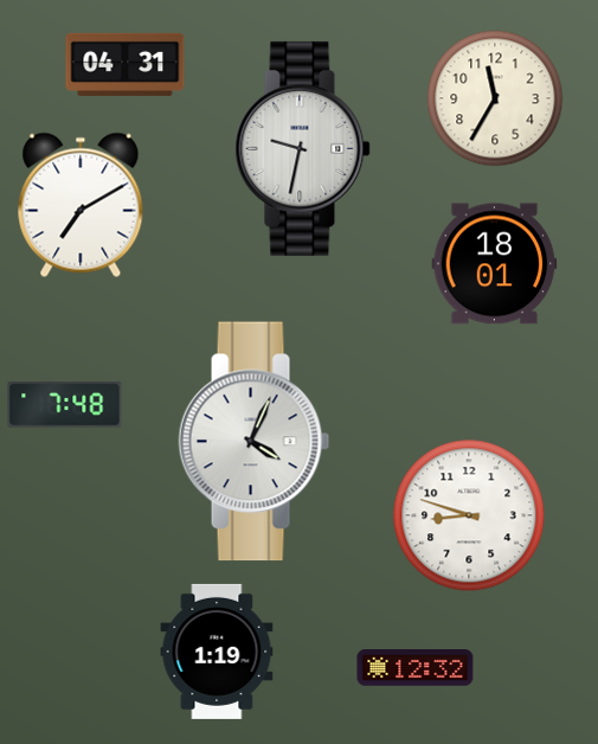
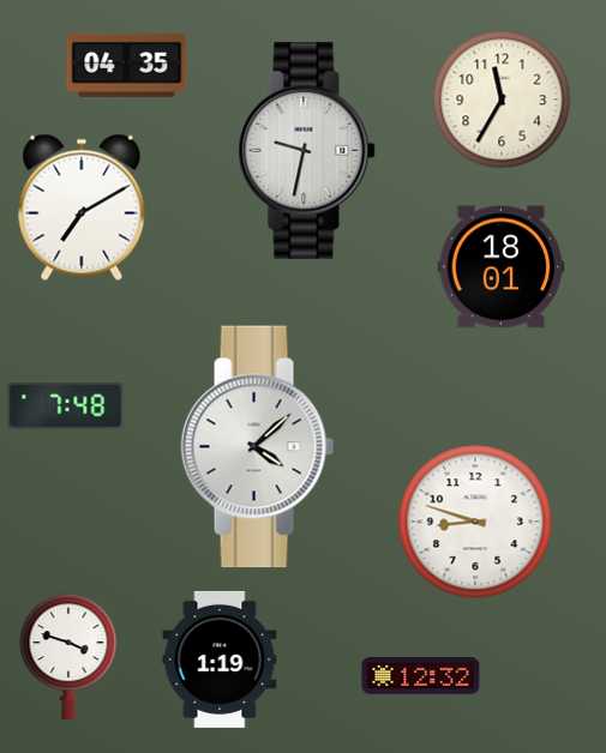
clock at (126, 64): 04:31 -> 04:35
clock at (65, 405) position: (65, 405) -> (66, 406)
clock at (255, 442): 4:04 -> 4:08
clock at (68, 657): none -> 3:48
